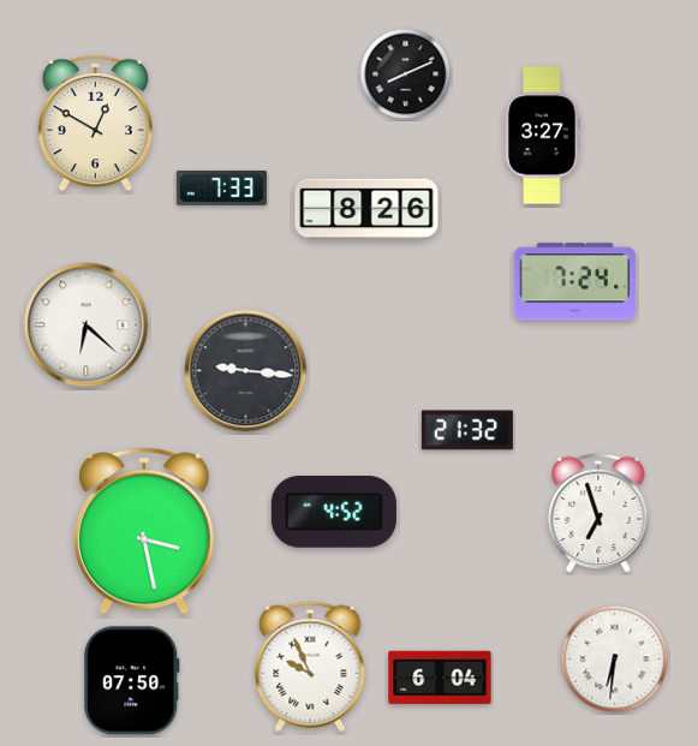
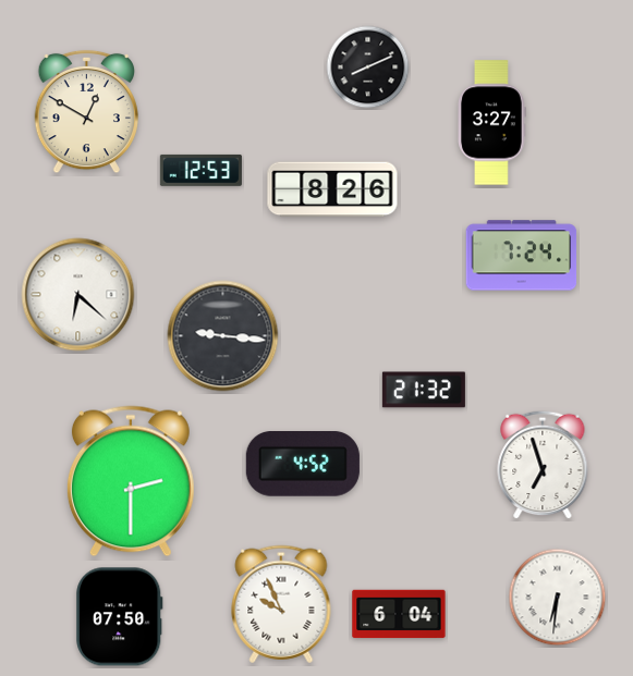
clock at (221, 187): 7:33 -> 12:53
clock at (144, 531): 3:28 -> 2:30
